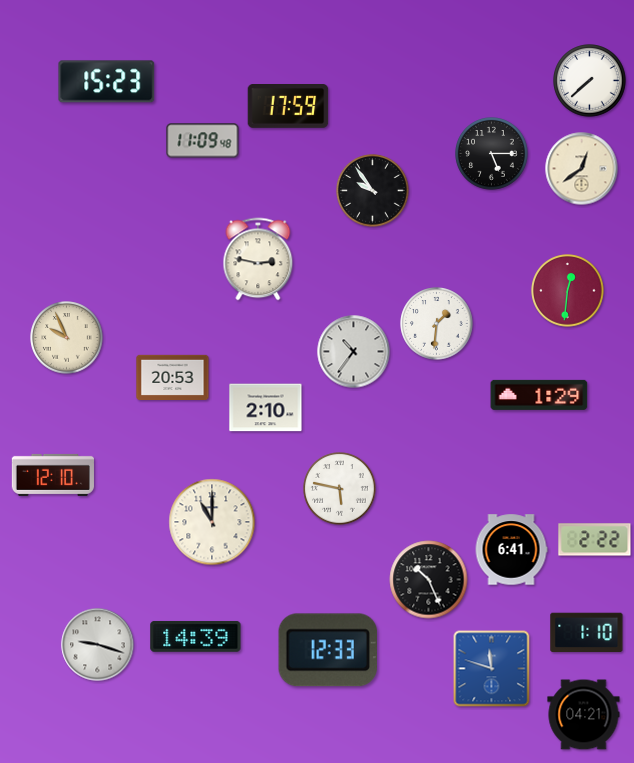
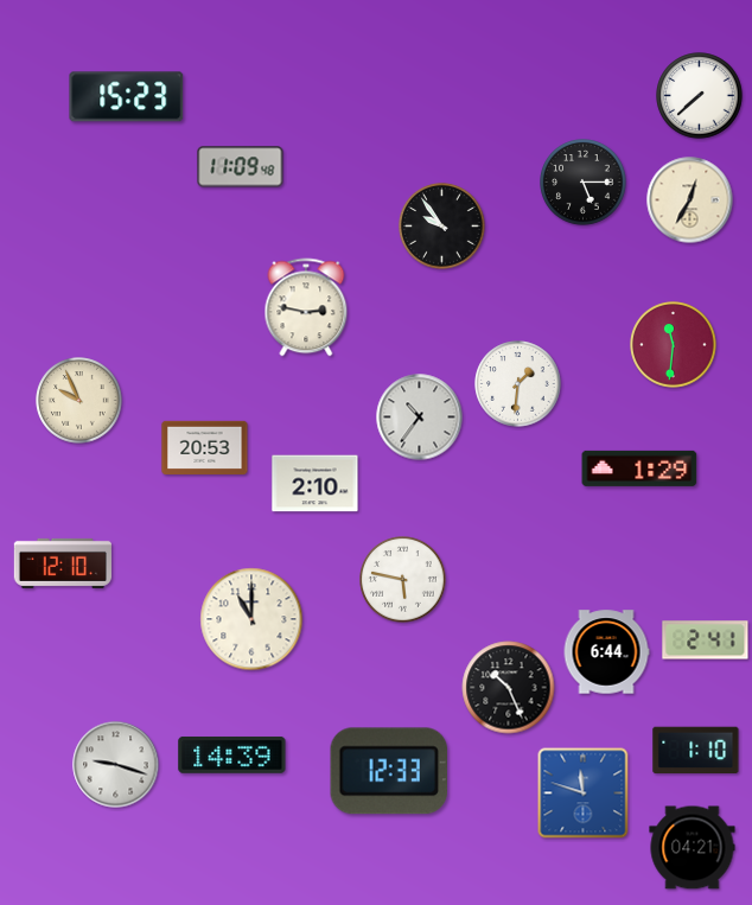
clock at (288, 107): 17:59 -> none
clock at (582, 169): 12:39 -> 12:35
clock at (568, 291): 12:31 -> 11:31
clock at (595, 540): 2:22 -> 2:41
clock at (511, 550): 6:41 -> 6:44
